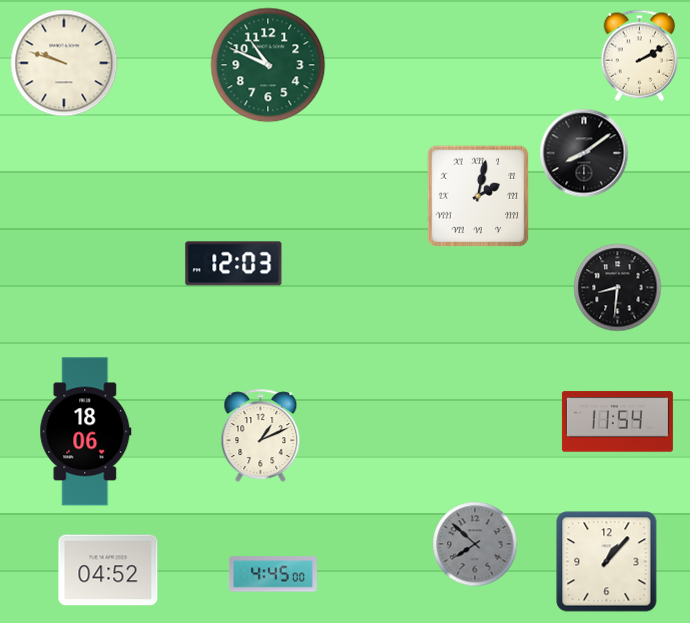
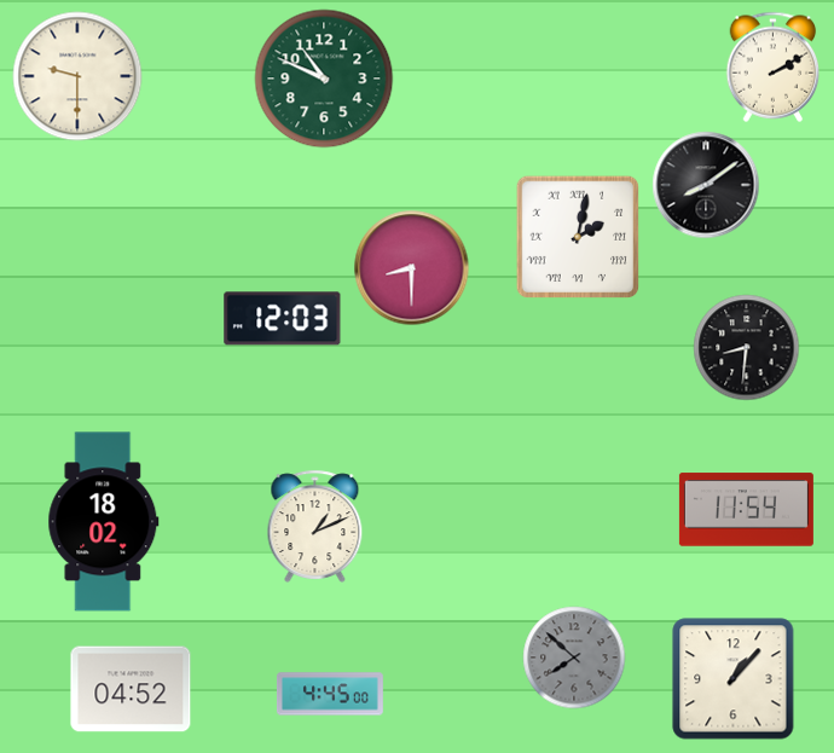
clock at (64, 63): 9:48 -> 9:30
clock at (412, 268): none -> 8:30
clock at (86, 432): 18:06 -> 18:02
